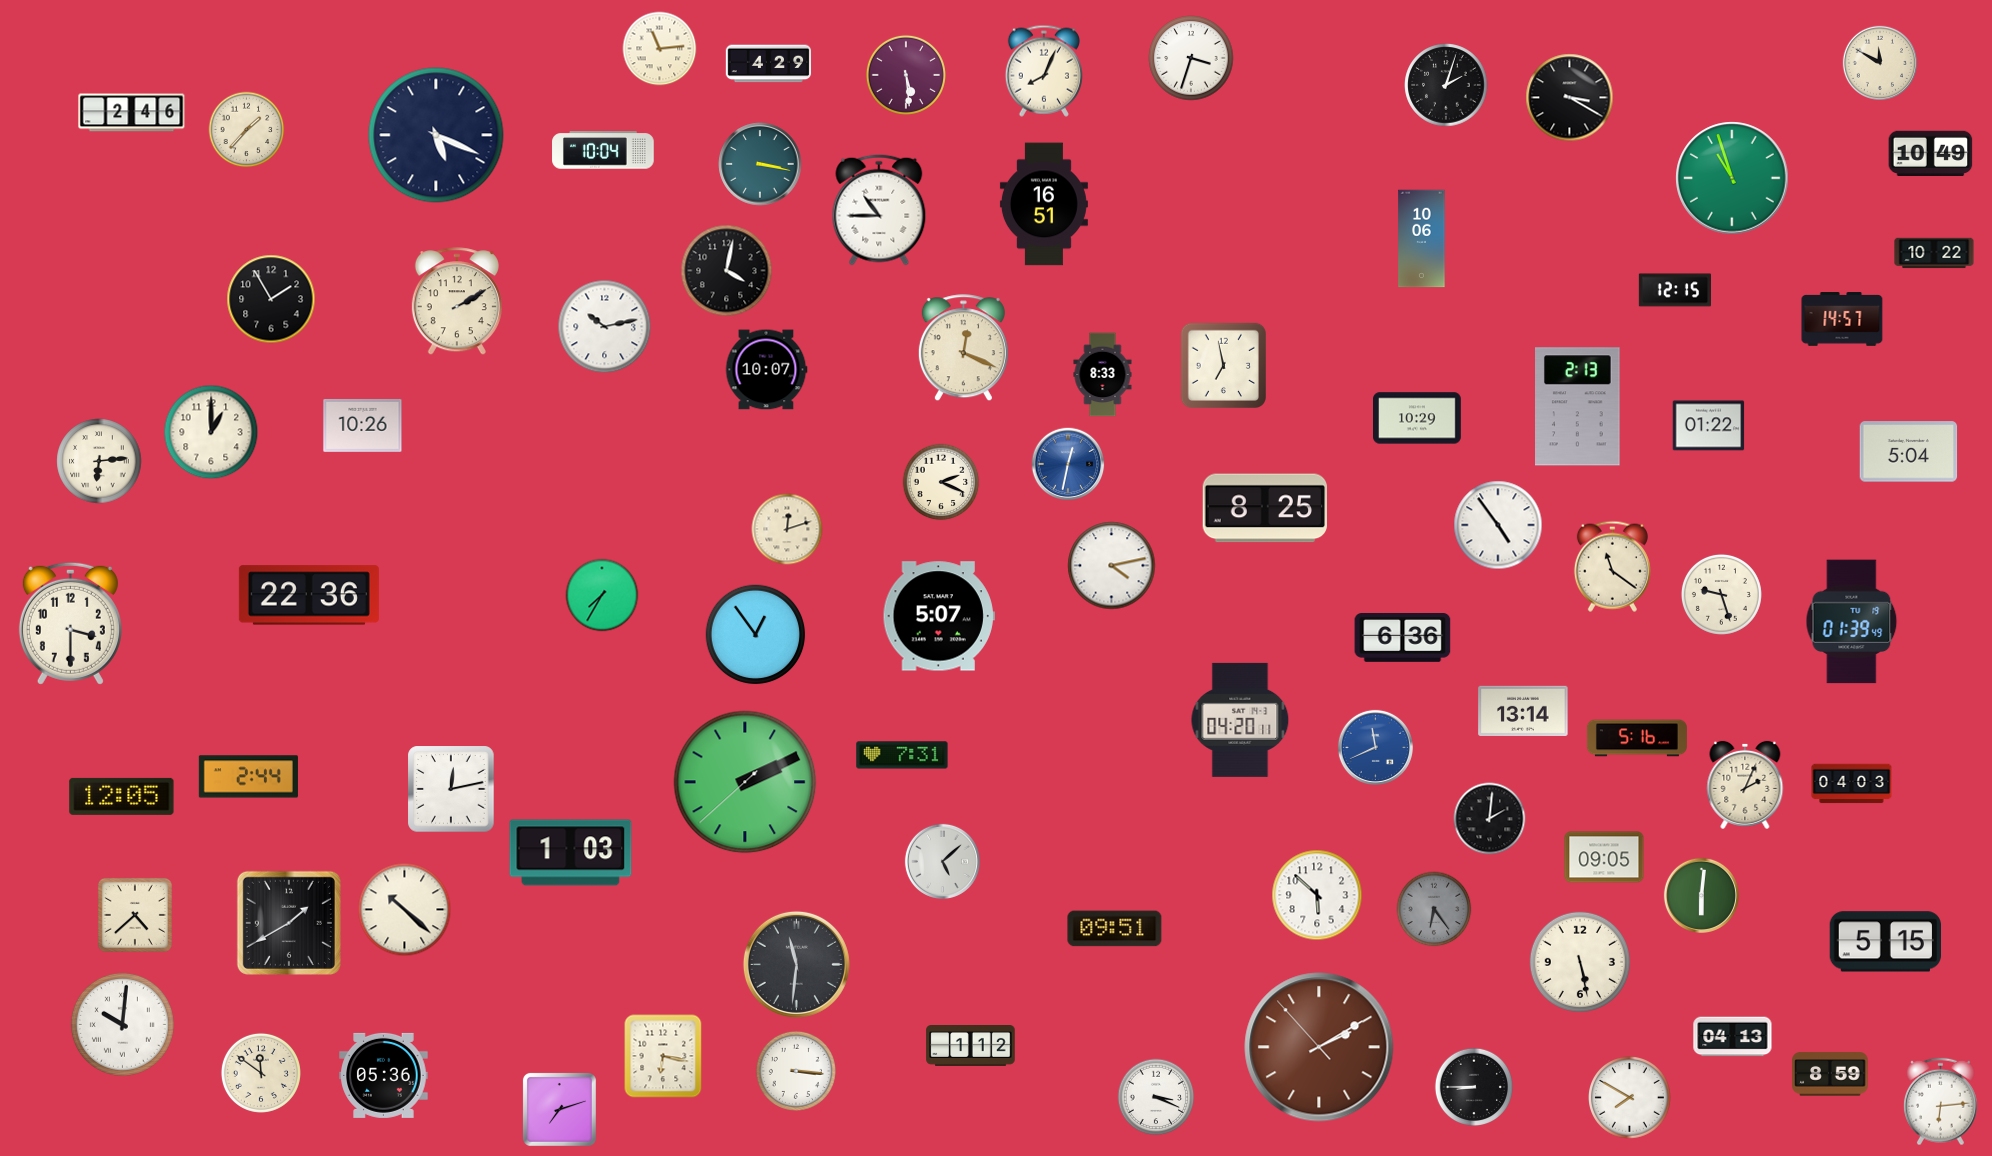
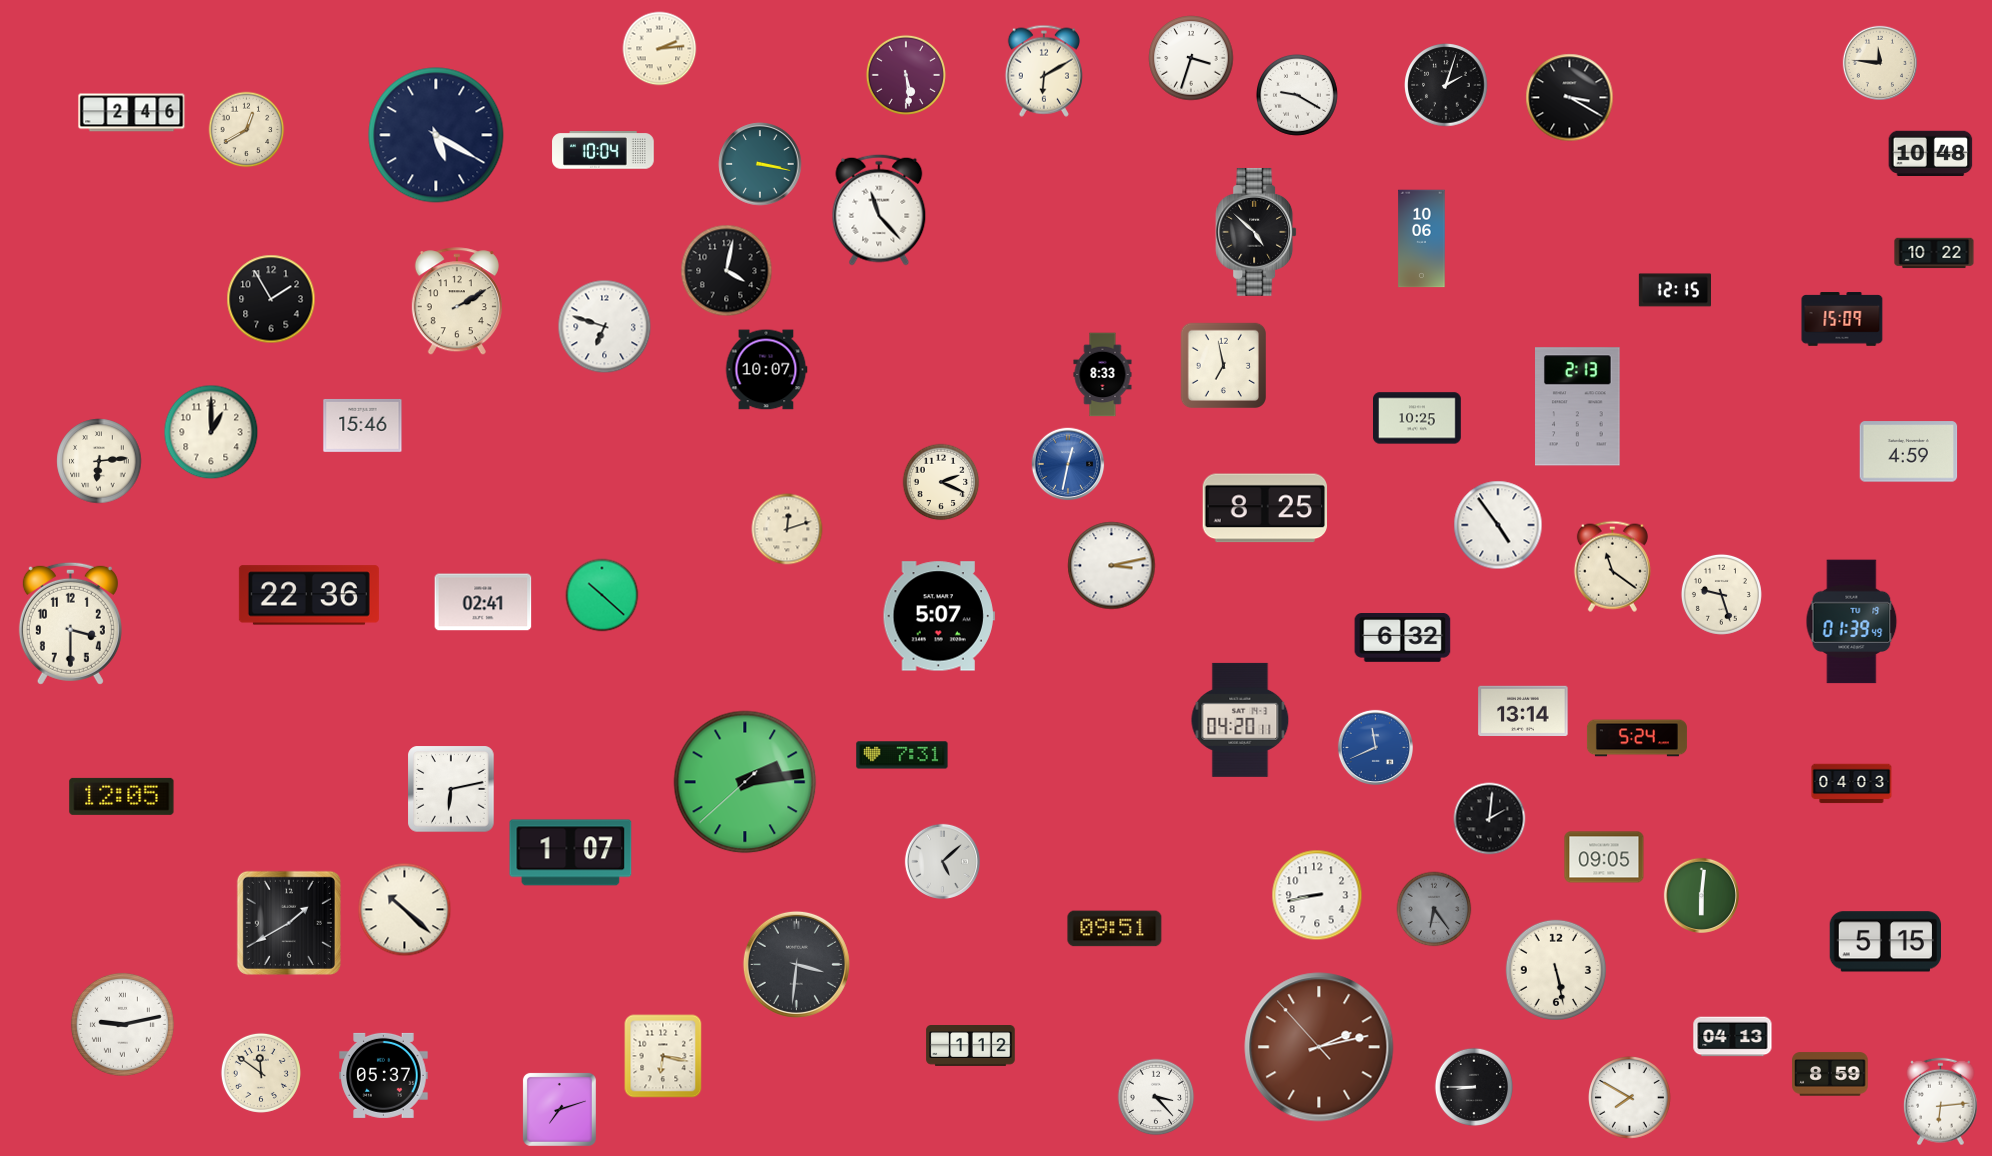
clock at (660, 49): 11:14 -> 2:14
clock at (1879, 62): 11:50 -> 11:46
clock at (769, 64): 4:29 -> none
clock at (1044, 71): 8:04 -> 6:10
clock at (1297, 95): none -> 9:20
clock at (247, 130): 1:37 -> 12:40
clock at (436, 135): 5:19 -> 5:20
clock at (1931, 154): 10:49 -> 10:48
clock at (1732, 178): 10:57 -> none
clock at (1044, 204): 16:51 -> none
clock at (879, 210): 10:45 -> 11:23
clock at (1256, 232): none -> 4:52
clock at (1842, 319): 14:57 -> 15:09
clock at (605, 327): 10:13 -> 6:48
clock at (963, 348): 12:19 -> none
clock at (1418, 418): 10:29 -> 10:25
clock at (363, 425): 10:26 -> 15:46
clock at (1709, 426): 01:22 -> none
clock at (1909, 452): 5:04 -> 4:59
clock at (1112, 566): 4:13 -> 3:13
clock at (602, 595): 7:35 -> 10:22
clock at (483, 602): none -> 02:41
clock at (756, 635): 12:54 -> none
clock at (1403, 638): 6:36 -> 6:32
clock at (1637, 738): 5:16 -> 5:24
clock at (248, 777): 2:44 -> none
clock at (745, 782): 2:10 -> 2:13
clock at (1745, 785): 2:04 -> none
clock at (451, 789): 12:13 -> 6:13
clock at (571, 853): 1:03 -> 1:07
clock at (1317, 895): 5:52 -> 8:43
clock at (135, 915): 4:38 -> none
clock at (1579, 961) position: (1579, 961) -> (1555, 969)
clock at (796, 964): 11:31 -> 3:31
clock at (122, 1024): 10:01 -> 9:13
clock at (1319, 1047): 2:09 -> 2:12
clock at (796, 1071): 3:16 -> none
clock at (384, 1075): 05:36 -> 05:37
clock at (1156, 1097): 3:19 -> 3:23
